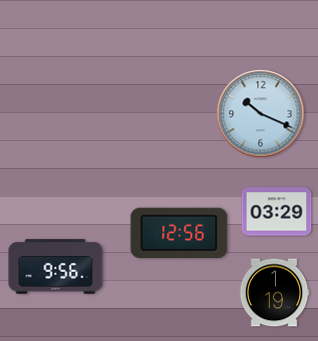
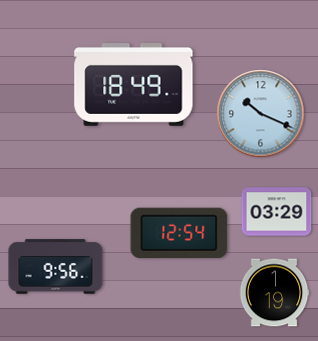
clock at (134, 85): none -> 18:49
clock at (179, 232): 12:56 -> 12:54
